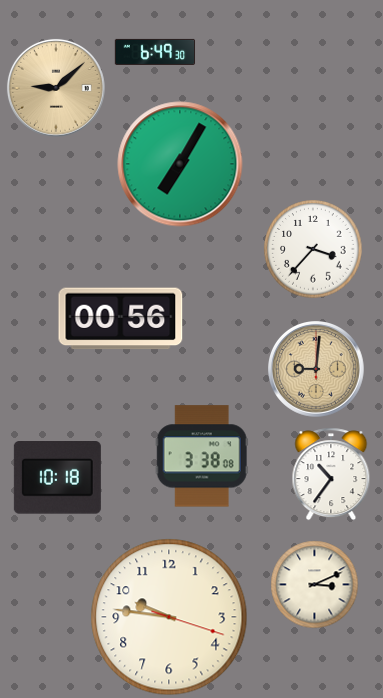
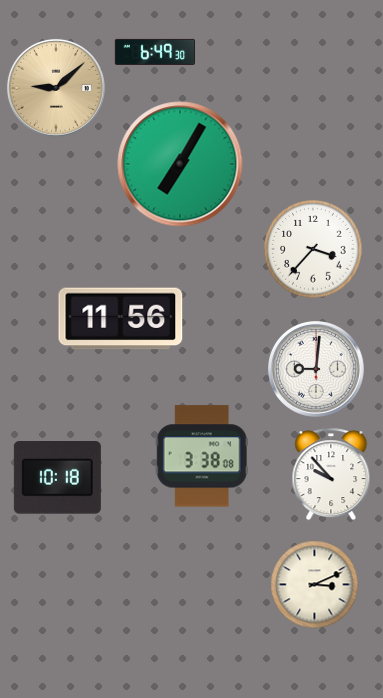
clock at (121, 319): 00:56 -> 11:56
clock at (317, 370) dial: champagne -> white
clock at (331, 474): 10:36 -> 9:53
clock at (169, 617): 9:46 -> none
